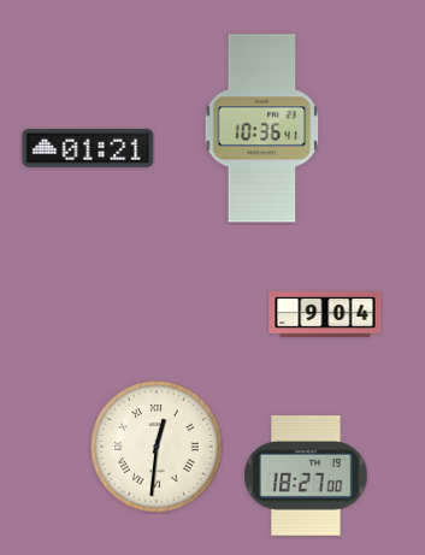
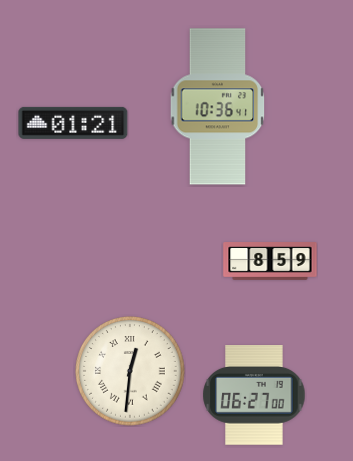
clock at (325, 314): 9:04 -> 8:59
clock at (306, 477): 18:27 -> 06:27
